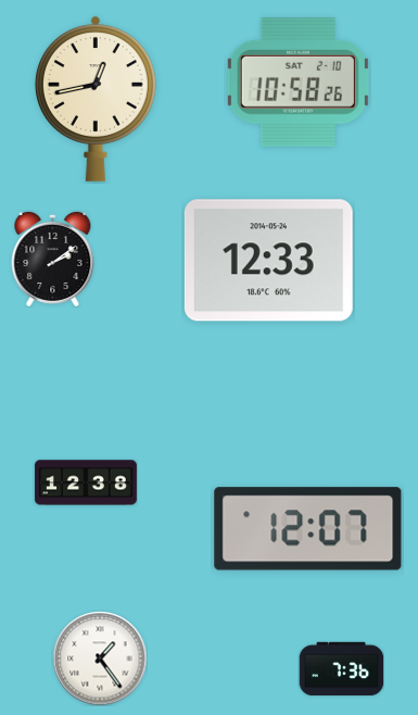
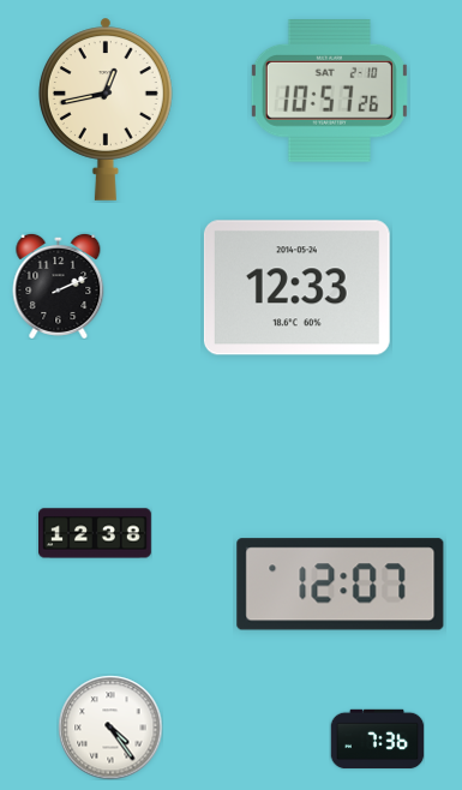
clock at (297, 83): 10:58 -> 10:57
clock at (53, 259): 2:09 -> 2:11
clock at (100, 658): 1:24 -> 4:24
